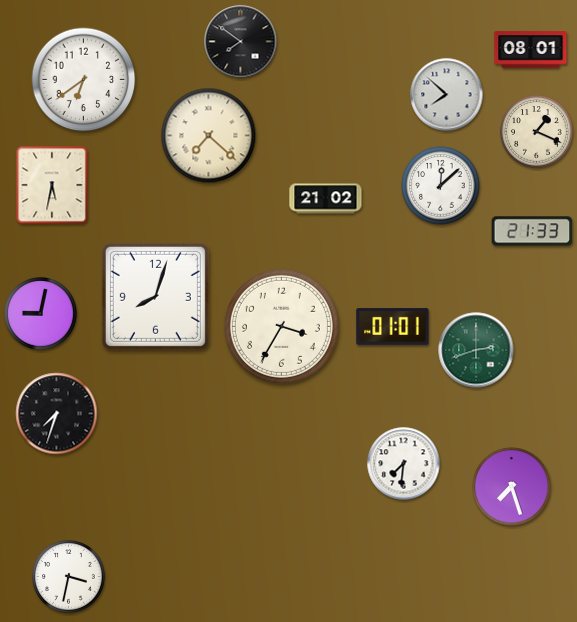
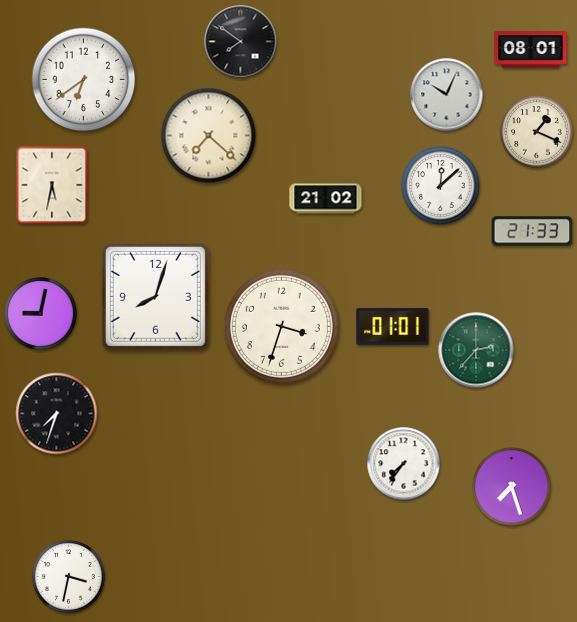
clock at (447, 95): 7:52 -> 10:04
clock at (281, 326): 3:35 -> 3:33
clock at (476, 350): 2:42 -> 2:37
clock at (404, 464): 7:31 -> 7:36
